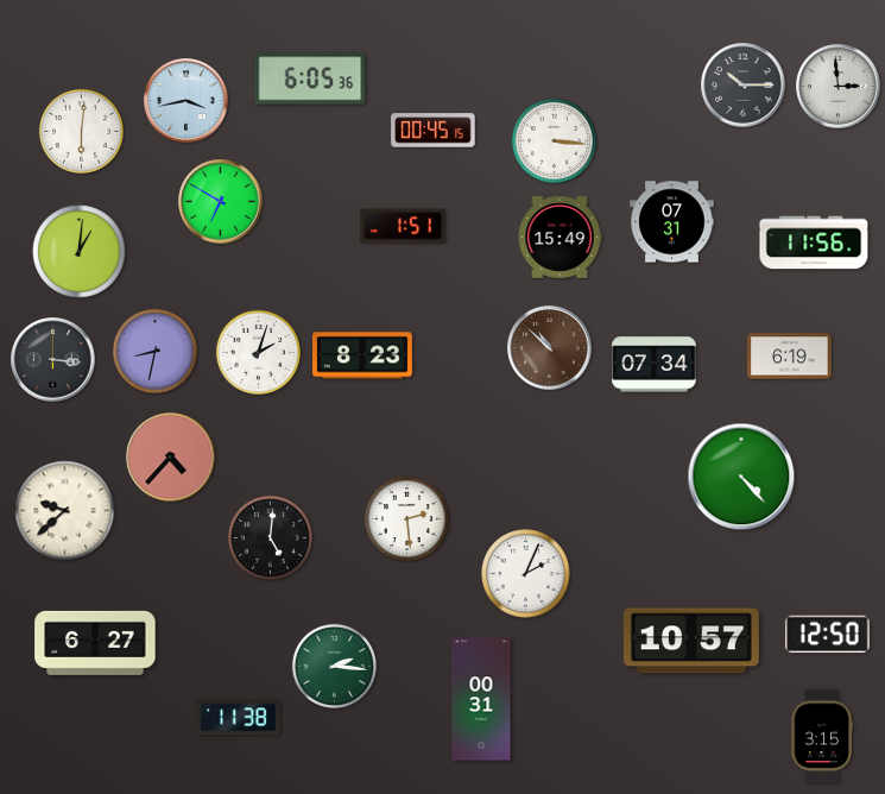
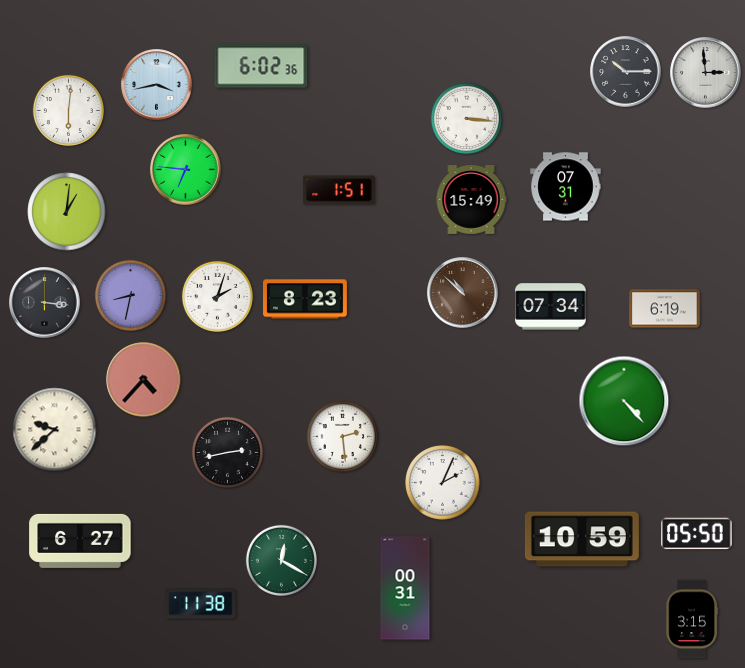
clock at (310, 78): 6:05 -> 6:02
clock at (434, 131): 00:45 -> none
clock at (221, 202): 6:50 -> 6:46
clock at (814, 242): 11:56 -> none
clock at (790, 357) position: (790, 357) -> (665, 309)
clock at (171, 458) position: (171, 458) -> (144, 380)
clock at (270, 537): 5:01 -> 2:43
clock at (828, 635): 12:50 -> 05:50
clock at (691, 641): 10:57 -> 10:59
clock at (334, 666): 2:16 -> 12:20
